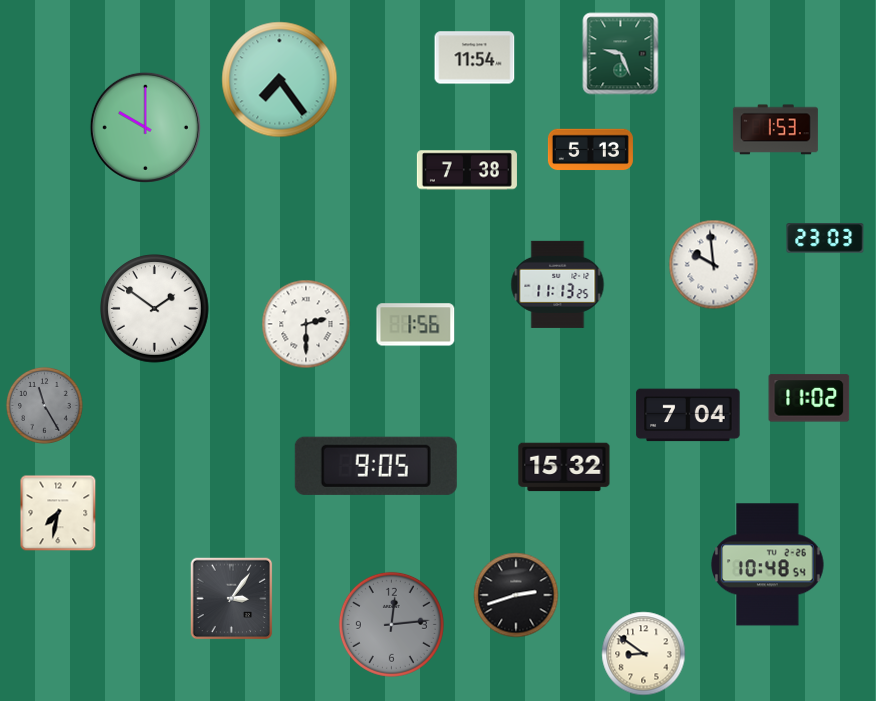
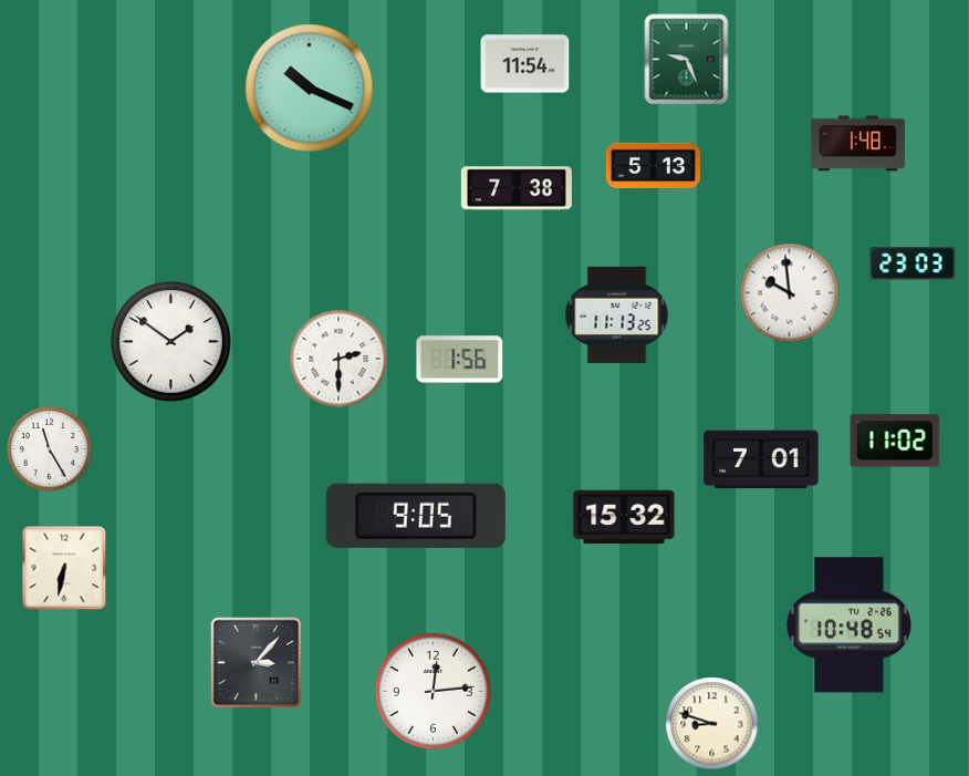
clock at (280, 80): 7:24 -> 10:19
clock at (145, 127): 10:00 -> none
clock at (775, 130): 1:53 -> 1:48
clock at (44, 406) dial: grey -> white
clock at (688, 415): 7:04 -> 7:01
clock at (58, 513): 7:32 -> 6:32
clock at (516, 595): 2:42 -> none
clock at (232, 599): 3:06 -> 3:07
clock at (391, 624) dial: grey -> white
clock at (644, 654): 8:51 -> 8:48
